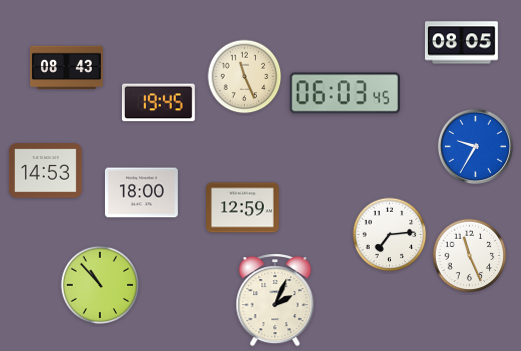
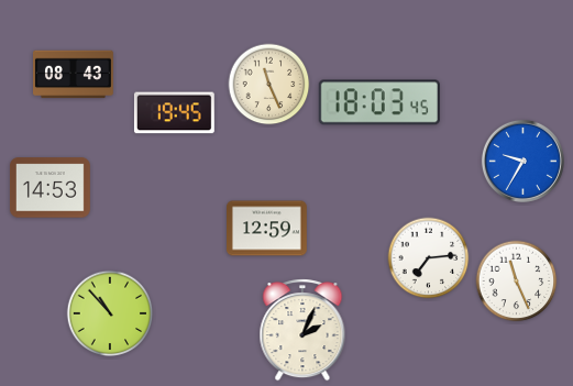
clock at (462, 43): 08:05 -> none
clock at (345, 93): 06:03 -> 18:03
clock at (141, 193): 18:00 -> none
